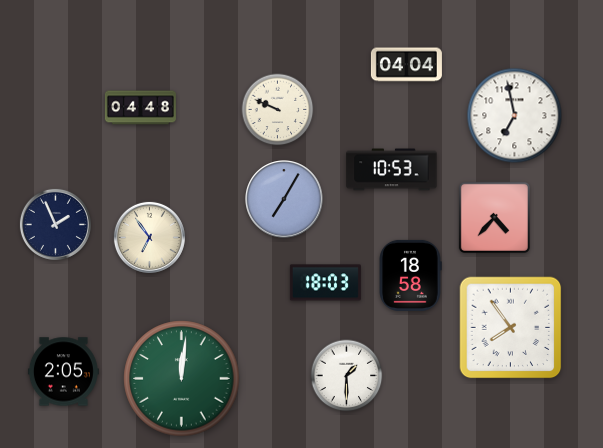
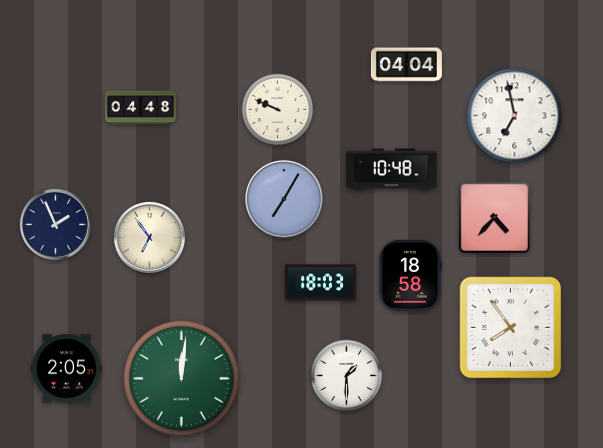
clock at (392, 170): 10:53 -> 10:48
clock at (325, 283) position: (325, 283) -> (320, 283)
clock at (63, 372) position: (63, 372) -> (66, 369)
